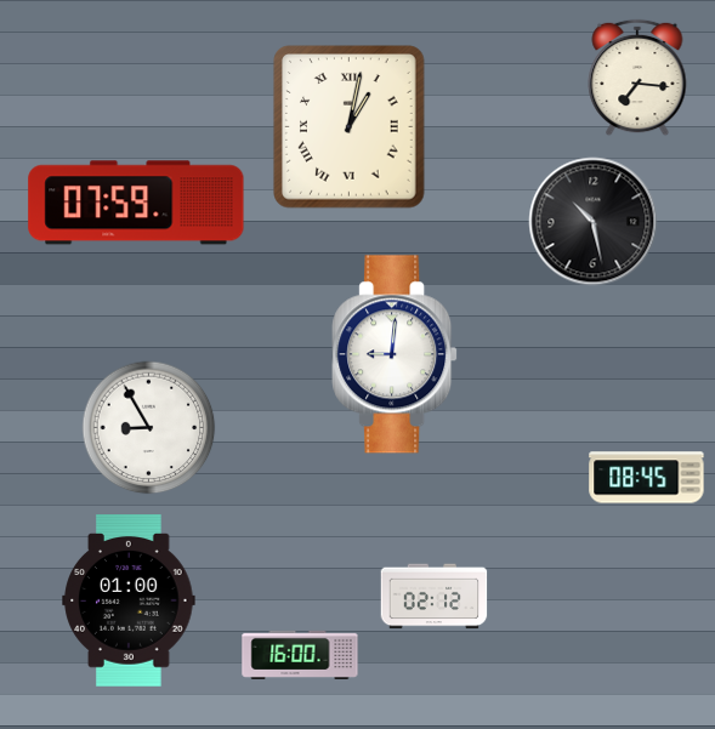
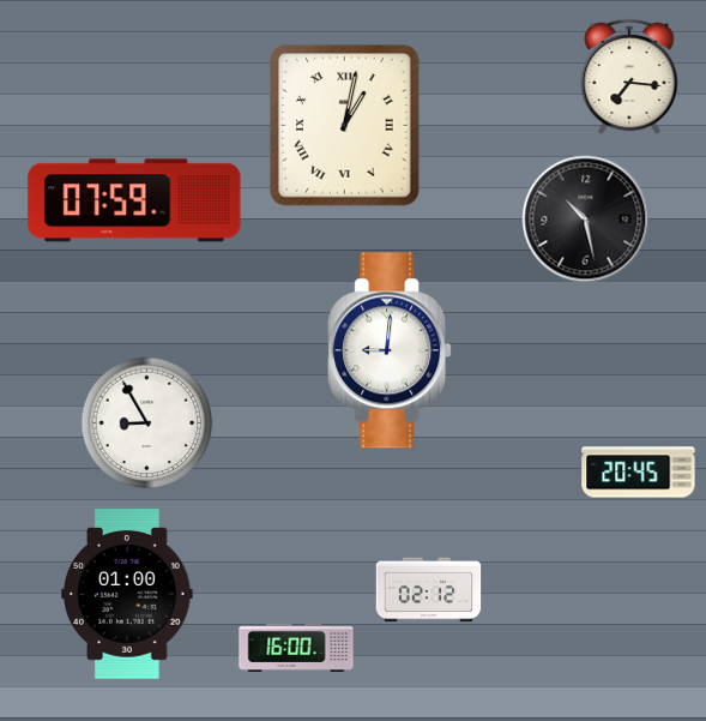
clock at (647, 478): 08:45 -> 20:45
